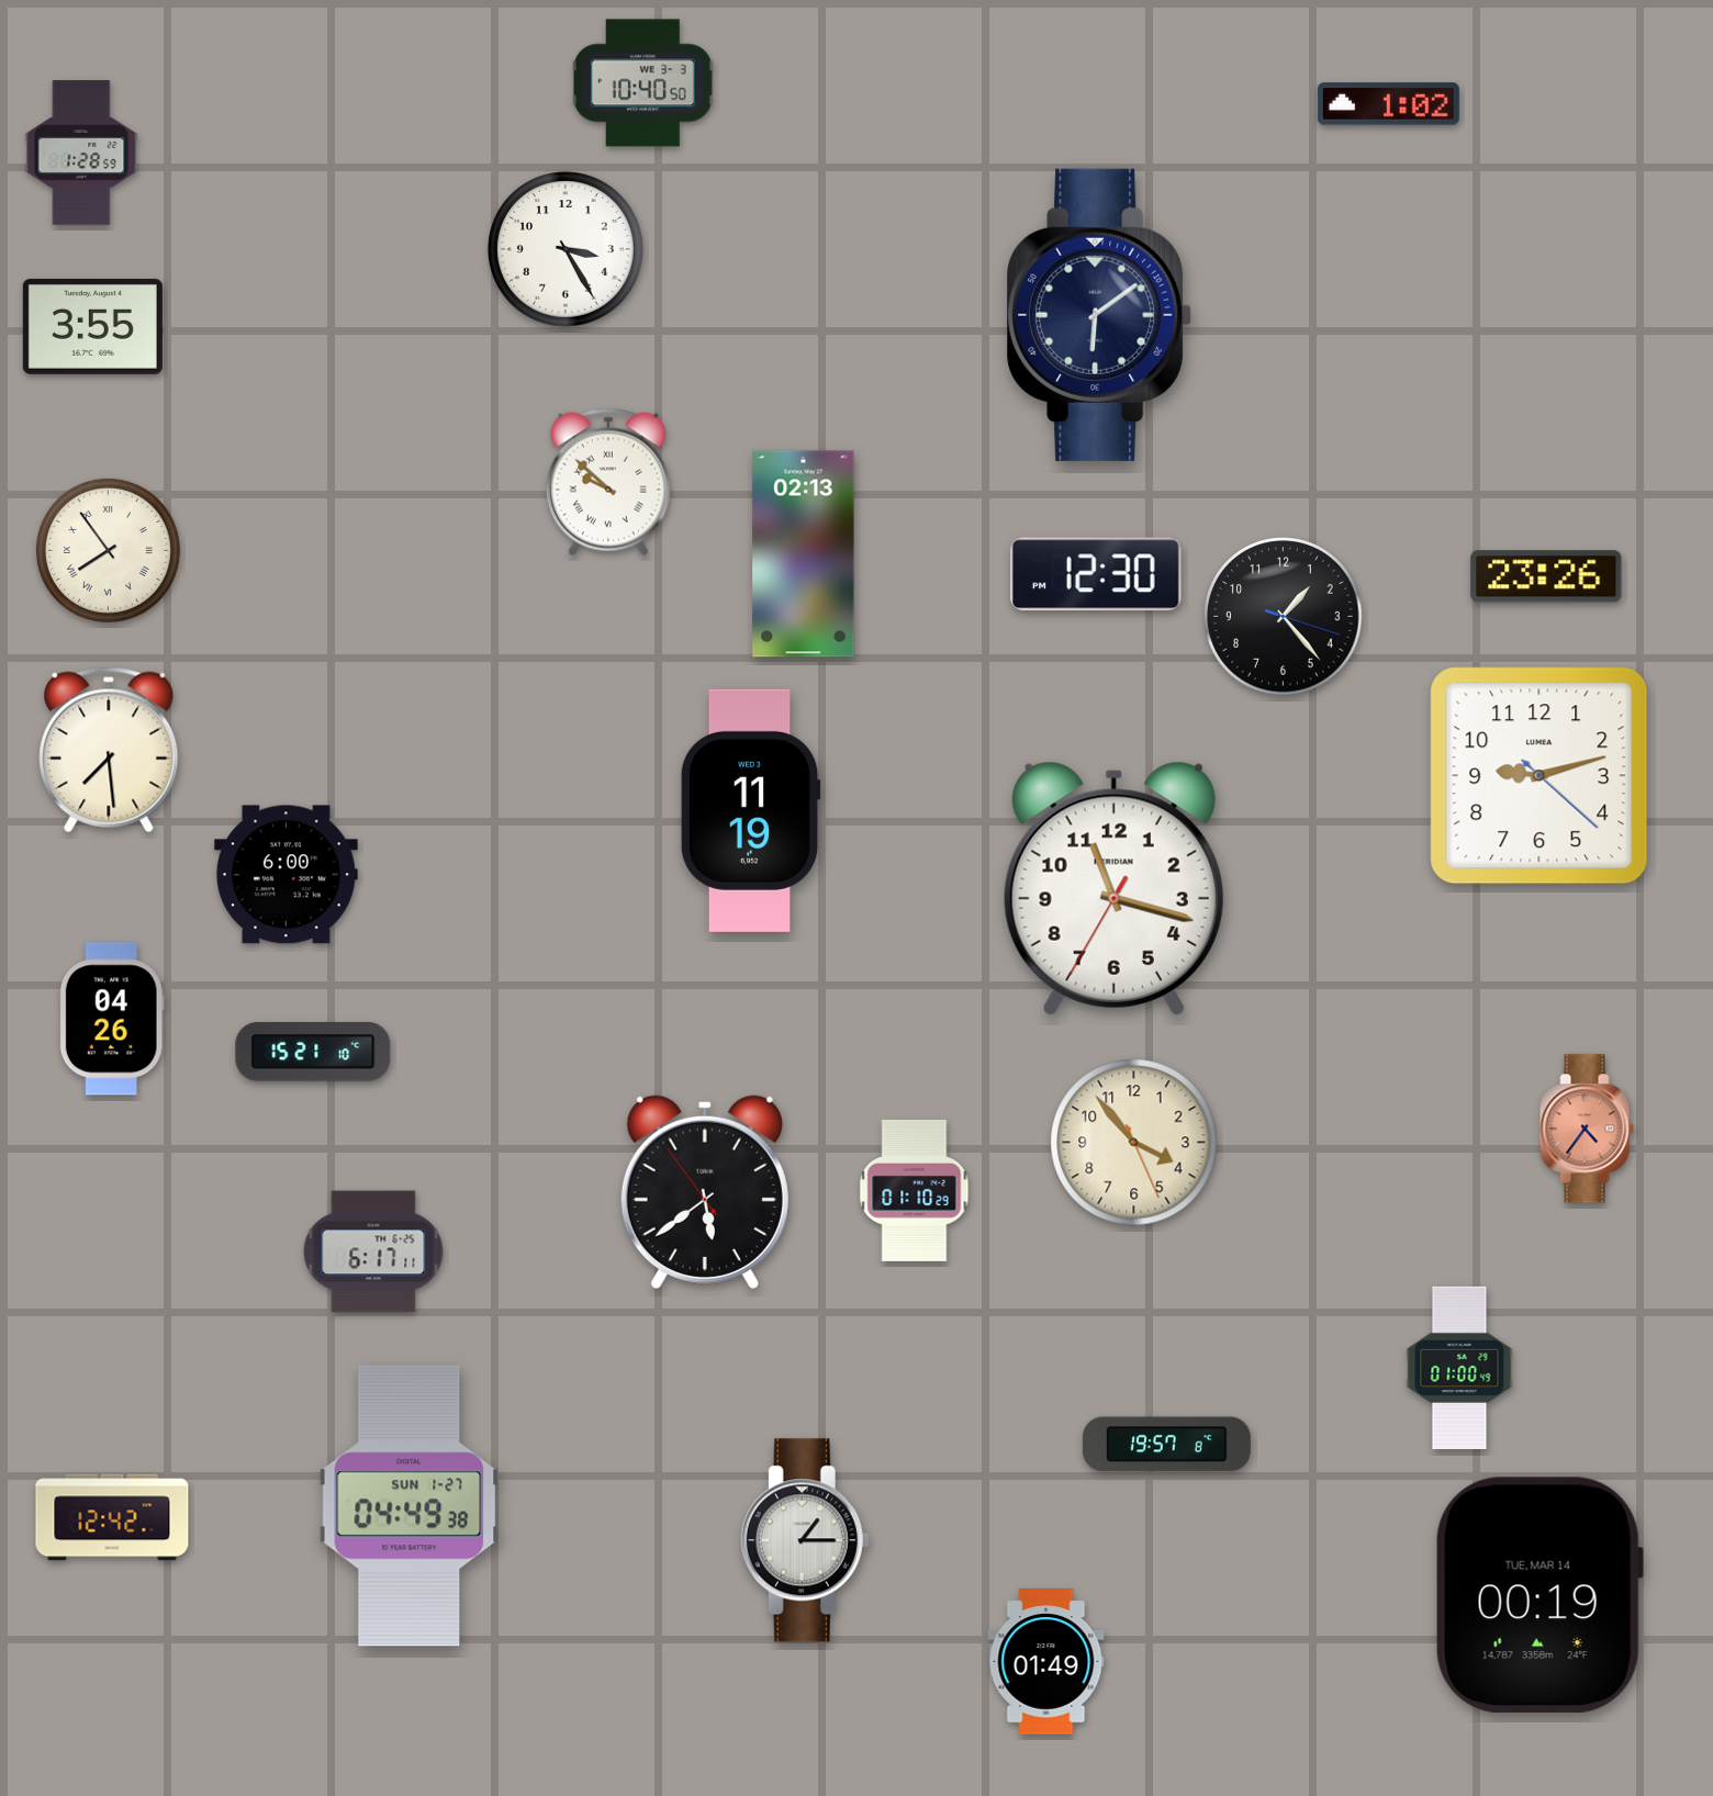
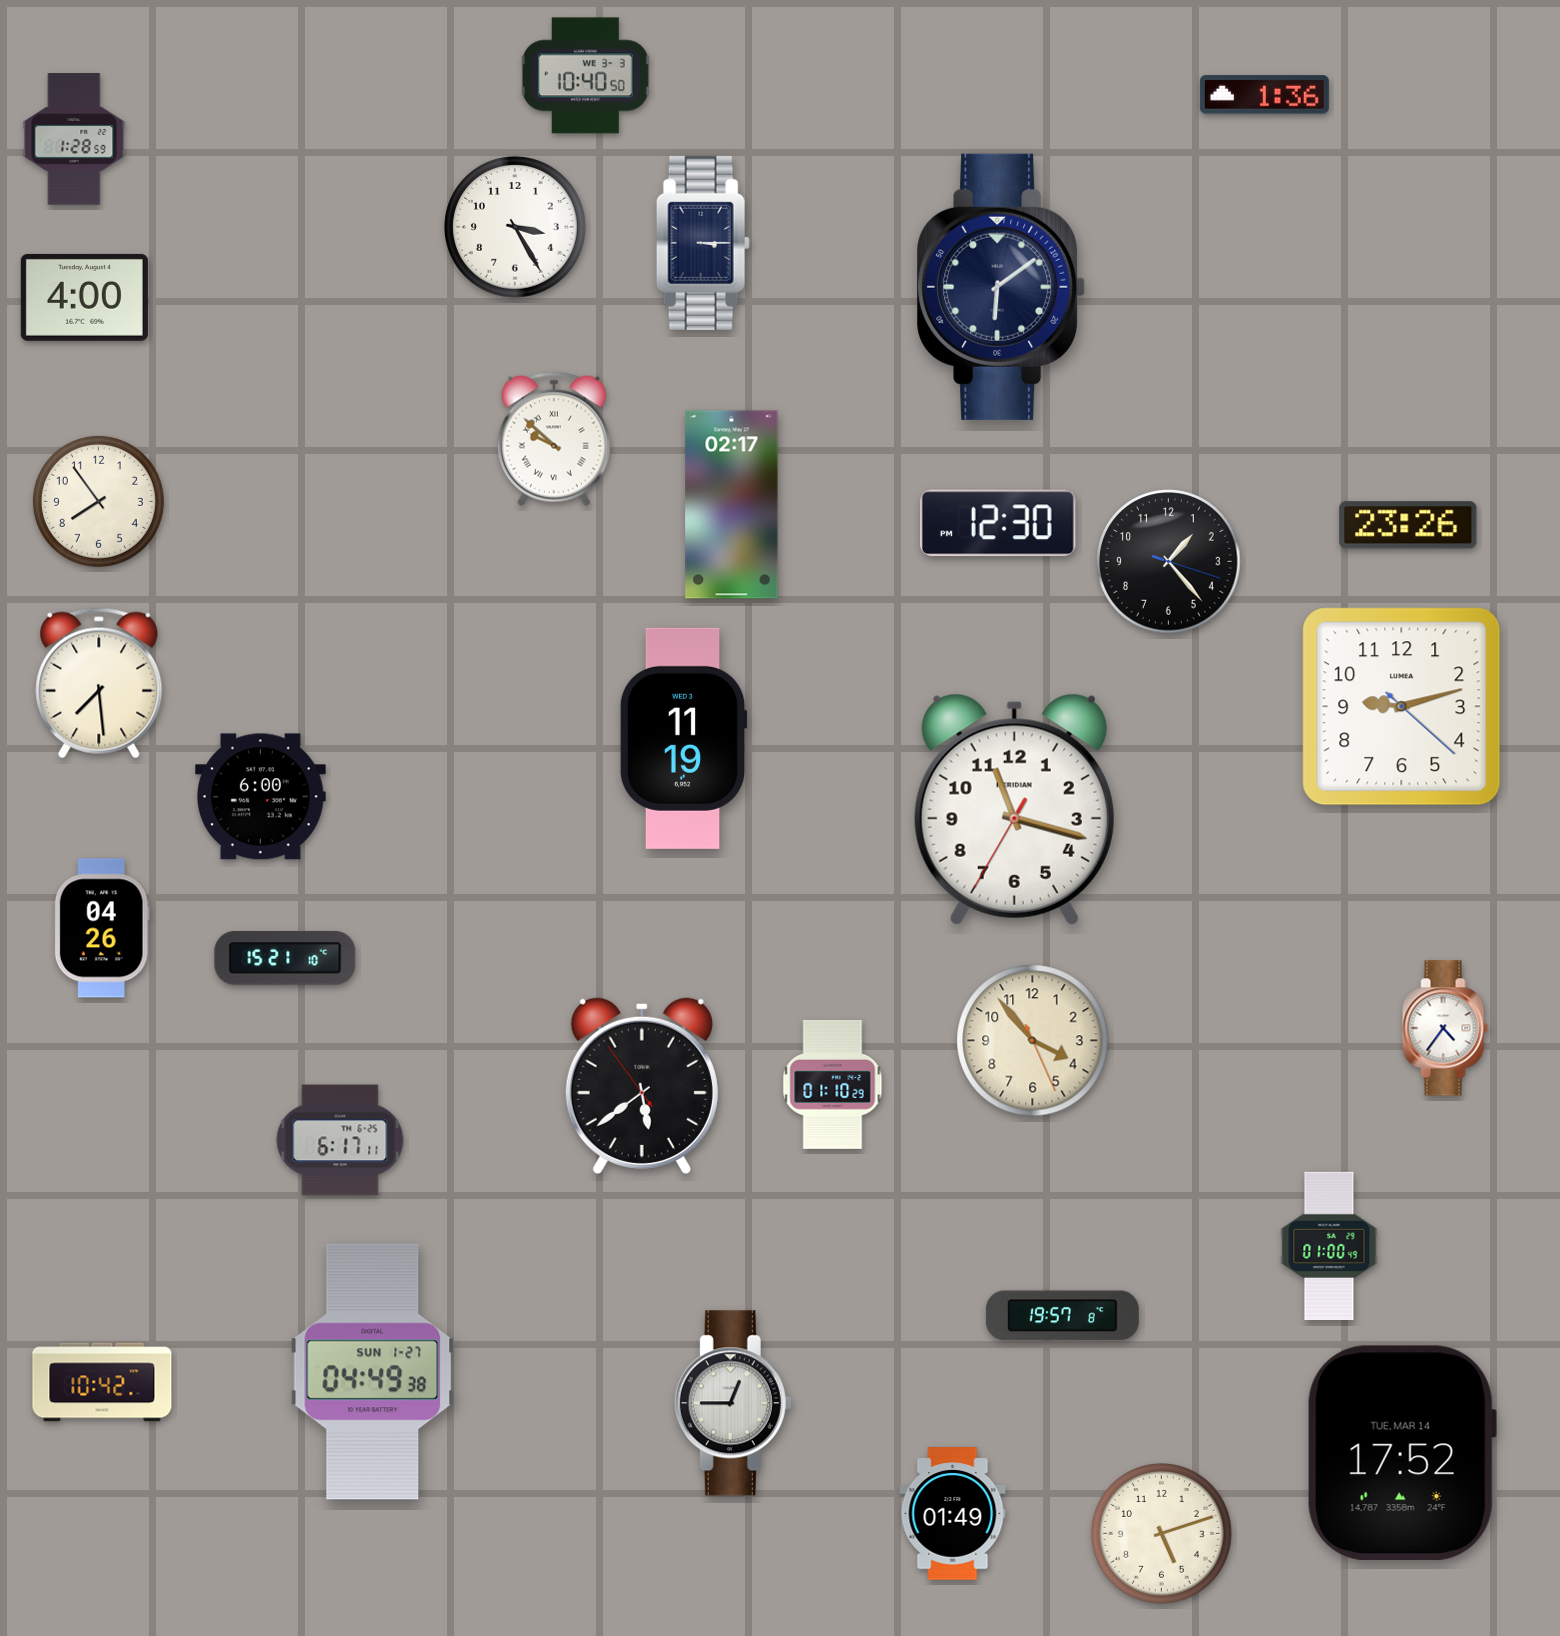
clock at (1388, 104): 1:02 -> 1:36
clock at (703, 243): none -> 3:15
clock at (92, 326): 3:55 -> 4:00
clock at (108, 550) numerals: Roman -> Arabic
clock at (804, 554): 02:13 -> 02:17
clock at (1587, 1129) dial: salmon -> white
clock at (112, 1517): 12:42 -> 10:42
clock at (805, 1540): 1:15 -> 12:45
clock at (1540, 1595): 00:19 -> 17:52
clock at (1162, 1534): none -> 5:12
